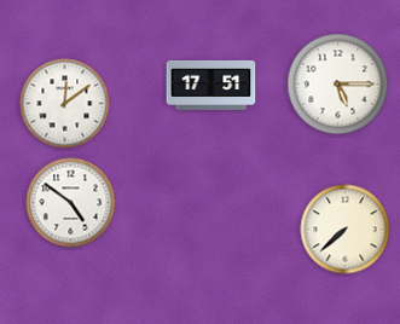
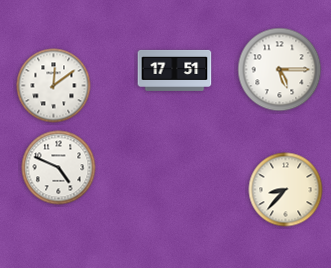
clock at (71, 203): 4:51 -> 4:49
clock at (346, 230): 7:38 -> 8:37
